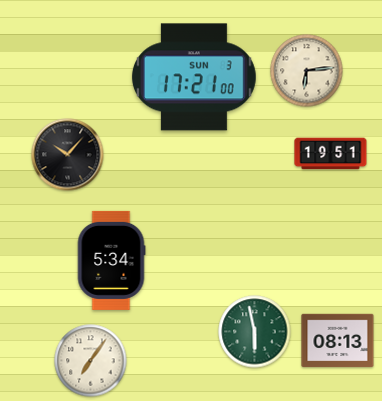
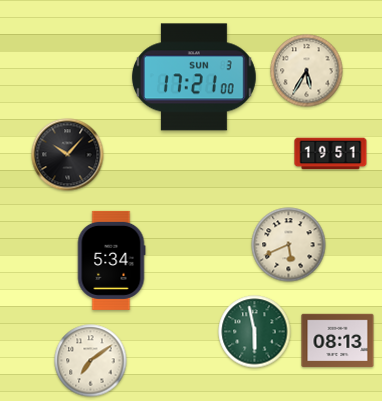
clock at (307, 71): 6:14 -> 5:35
clock at (289, 245): none -> 5:41
clock at (91, 361): 7:06 -> 7:09
